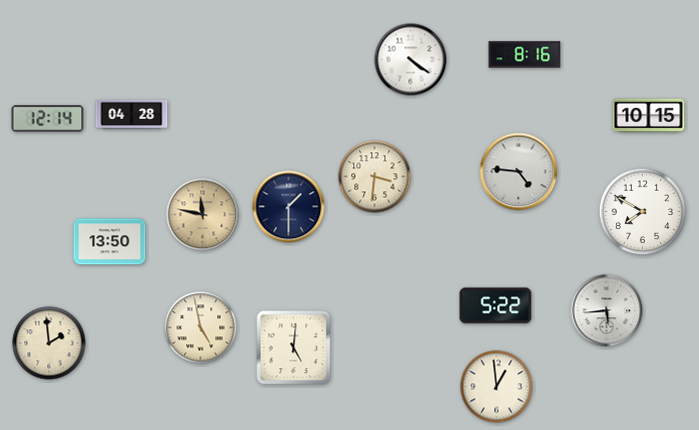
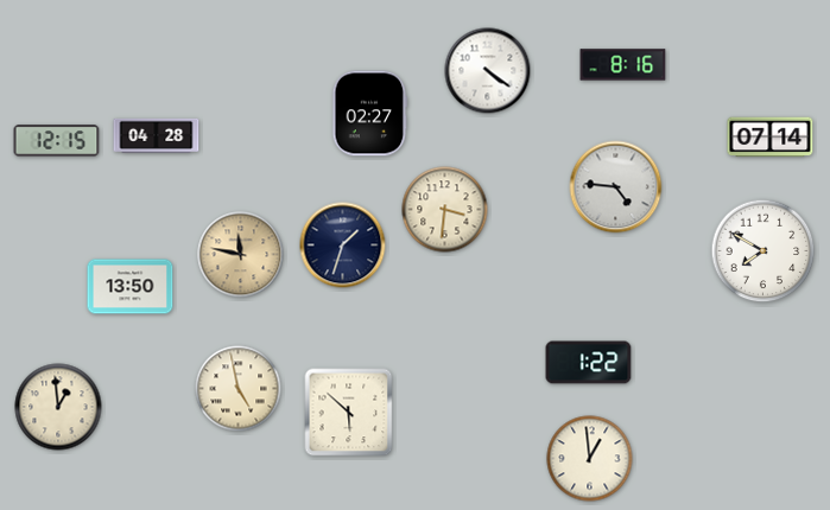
clock at (370, 114): none -> 02:27
clock at (649, 116): 10:15 -> 07:14
clock at (48, 119): 12:14 -> 12:15
clock at (519, 172) position: (519, 172) -> (616, 187)
clock at (289, 207): 1:30 -> 1:33
clock at (496, 306): 5:22 -> 1:22
clock at (607, 311): 5:44 -> none
clock at (49, 343): 1:59 -> 12:59
clock at (294, 348): 5:01 -> 5:52
